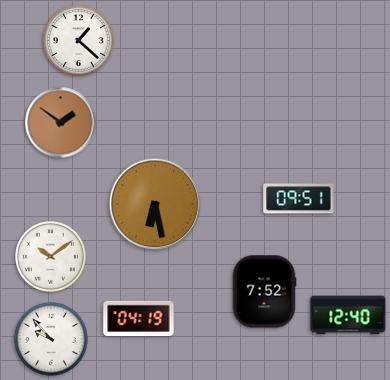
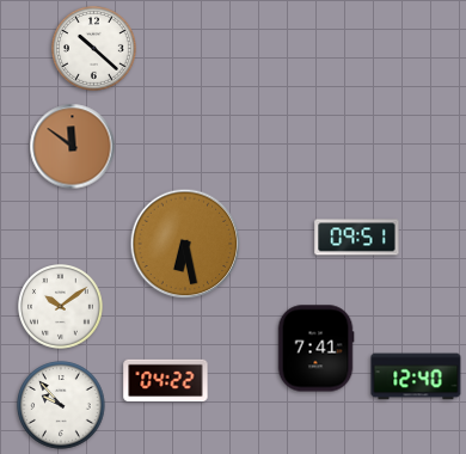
clock at (79, 41): 1:22 -> 10:22
clock at (61, 123): 1:51 -> 11:51
clock at (264, 292): 7:52 -> 7:41
clock at (139, 319): 04:19 -> 04:22
